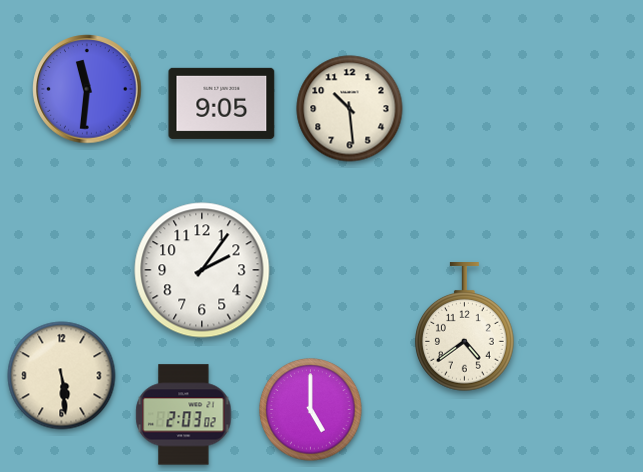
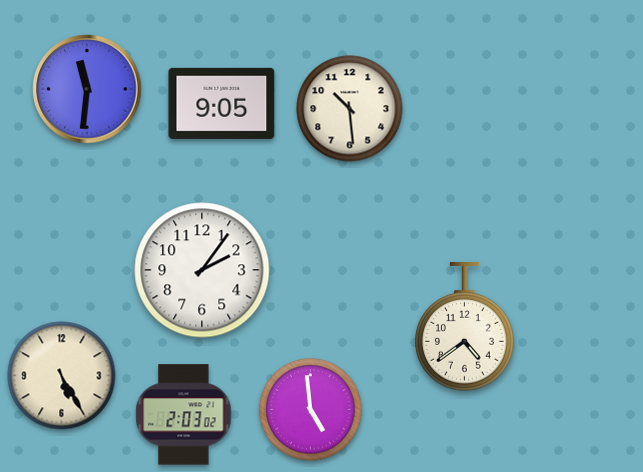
clock at (62, 376): 5:29 -> 5:25
clock at (311, 410): 5:00 -> 4:59
